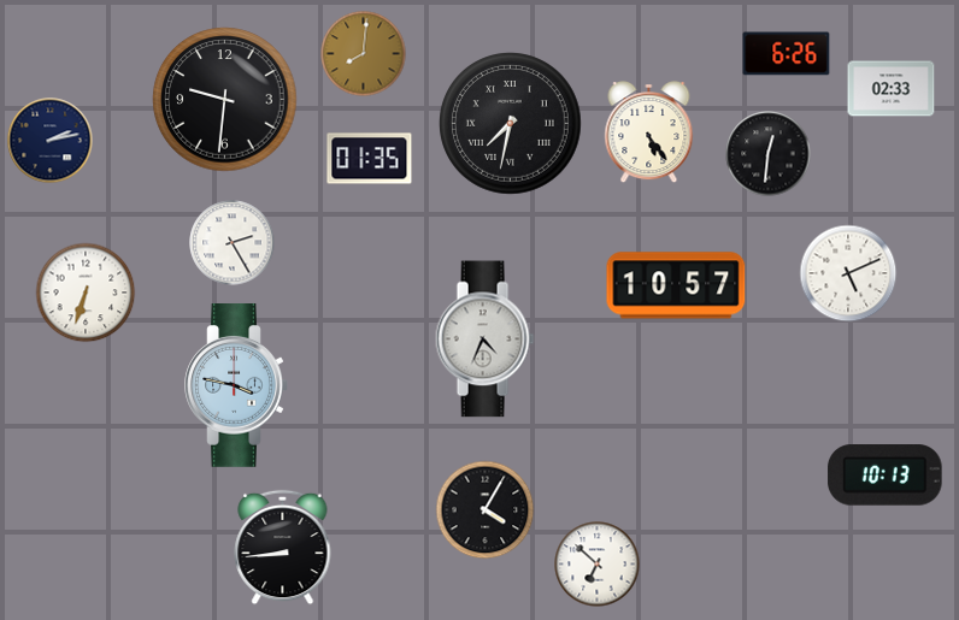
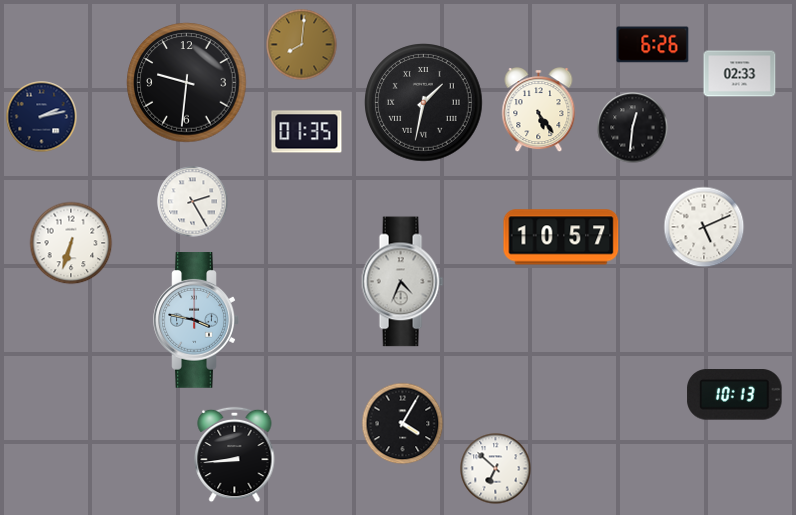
clock at (511, 124): 7:32 -> 1:32
clock at (769, 154) position: (769, 154) -> (633, 128)
